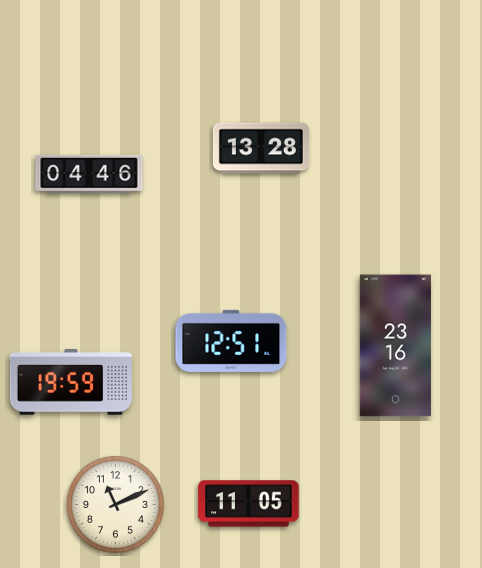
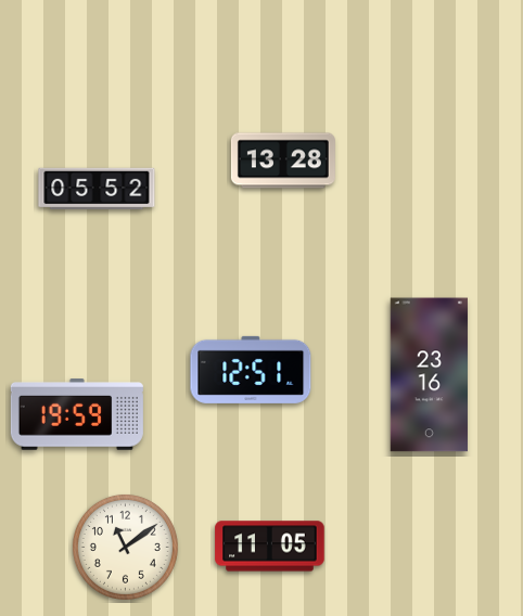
clock at (89, 174): 04:46 -> 05:52
clock at (115, 504): 11:11 -> 11:09
